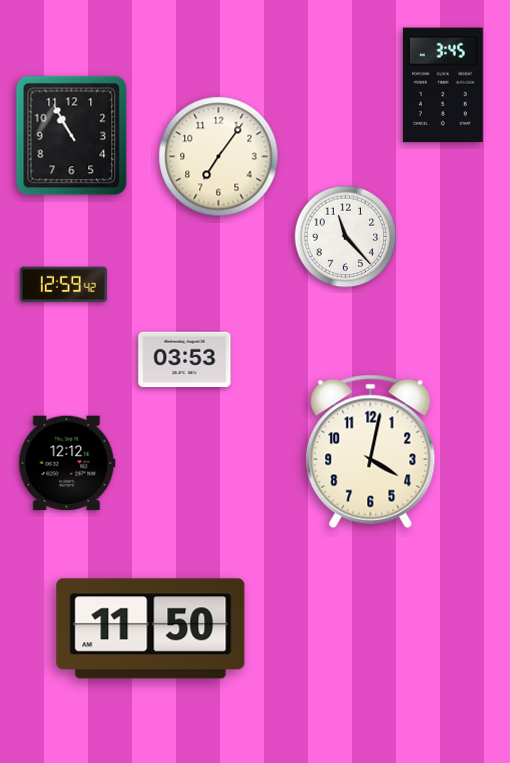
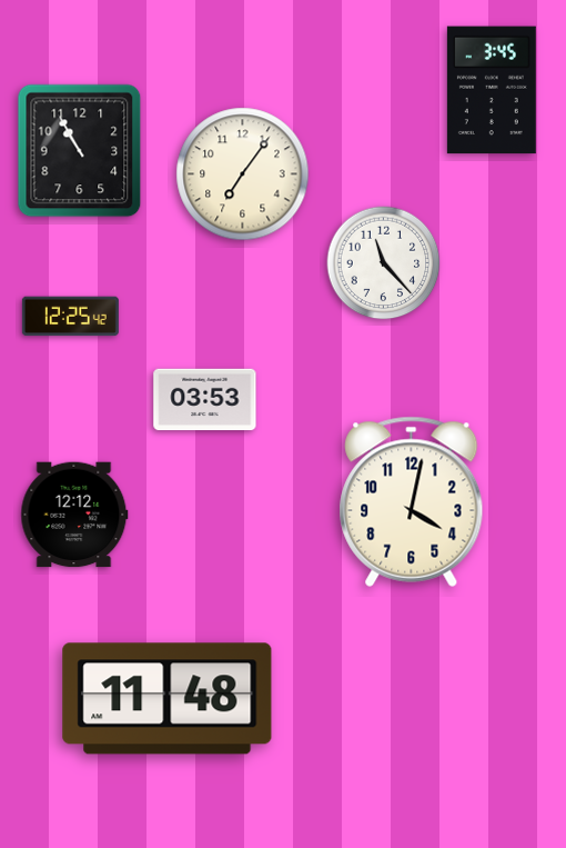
clock at (443, 85) position: (443, 85) -> (492, 90)
clock at (63, 285): 12:59 -> 12:25
clock at (151, 629): 11:50 -> 11:48
